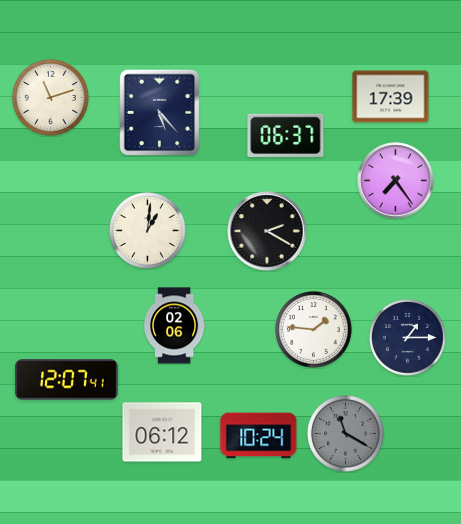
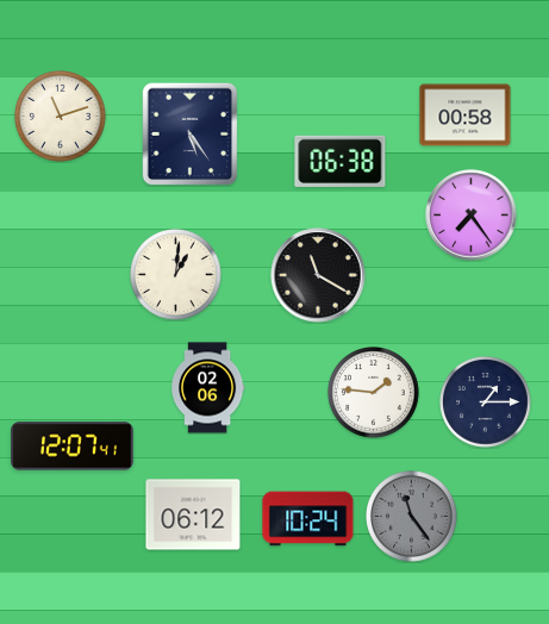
clock at (391, 97): 17:39 -> 00:58
clock at (160, 112): 5:23 -> 5:24
clock at (286, 135): 06:37 -> 06:38
clock at (267, 231): 2:20 -> 11:20
clock at (67, 380) position: (67, 380) -> (73, 447)
clock at (346, 434): 11:20 -> 11:24
